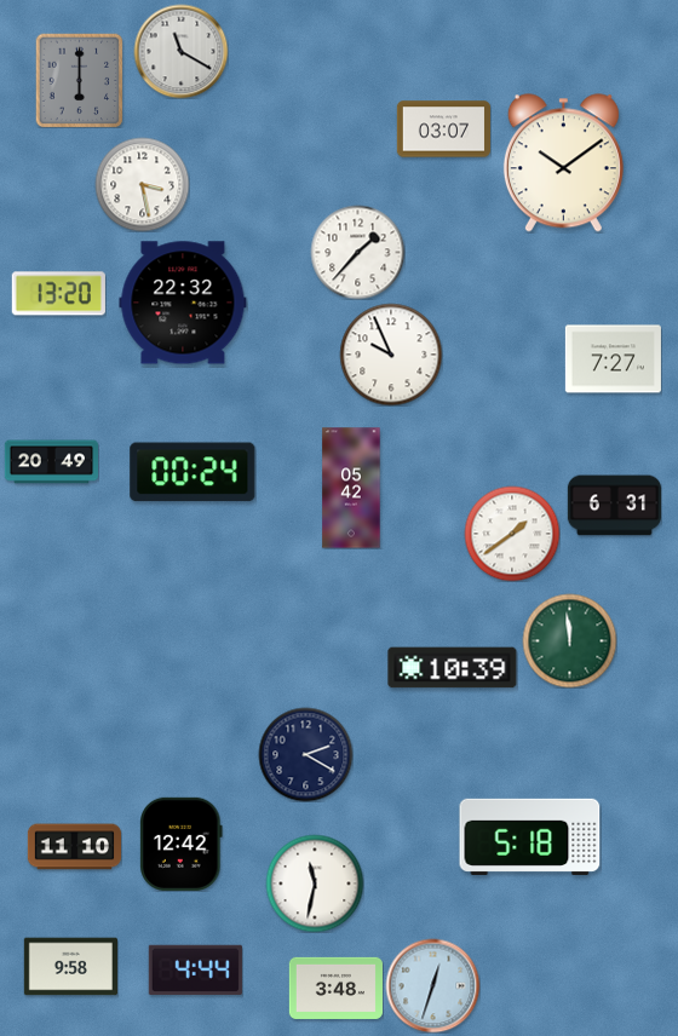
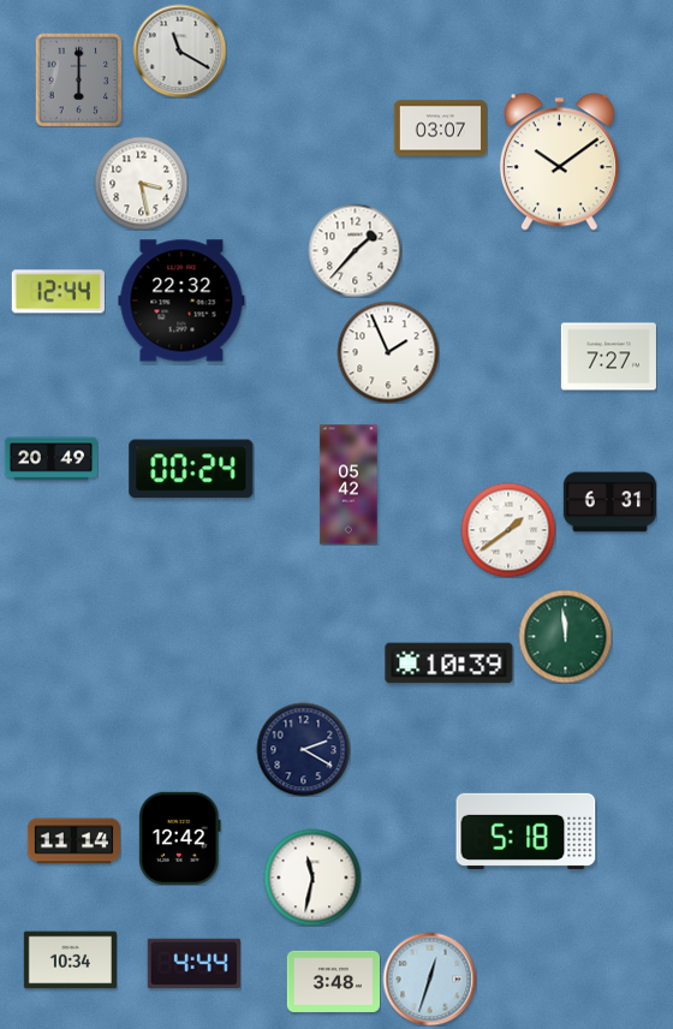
clock at (58, 294): 13:20 -> 12:44
clock at (391, 355): 9:56 -> 1:56
clock at (74, 847): 11:10 -> 11:14
clock at (70, 967): 9:58 -> 10:34
